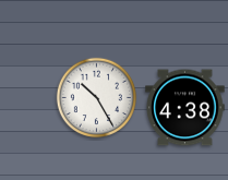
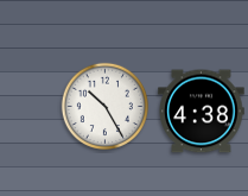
clock at (185, 108) position: (185, 108) -> (202, 112)
